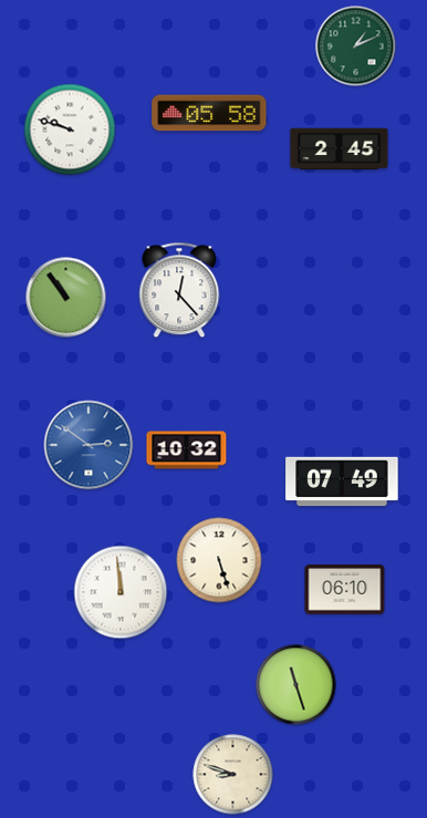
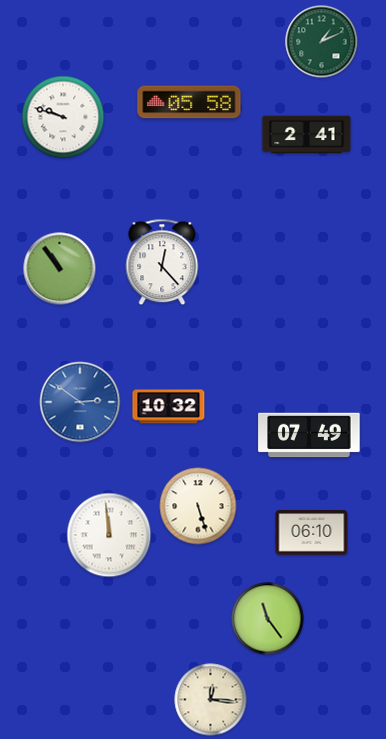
clock at (340, 149): 2:45 -> 2:41
clock at (296, 685): 11:27 -> 11:24
clock at (233, 775): 8:48 -> 12:16
